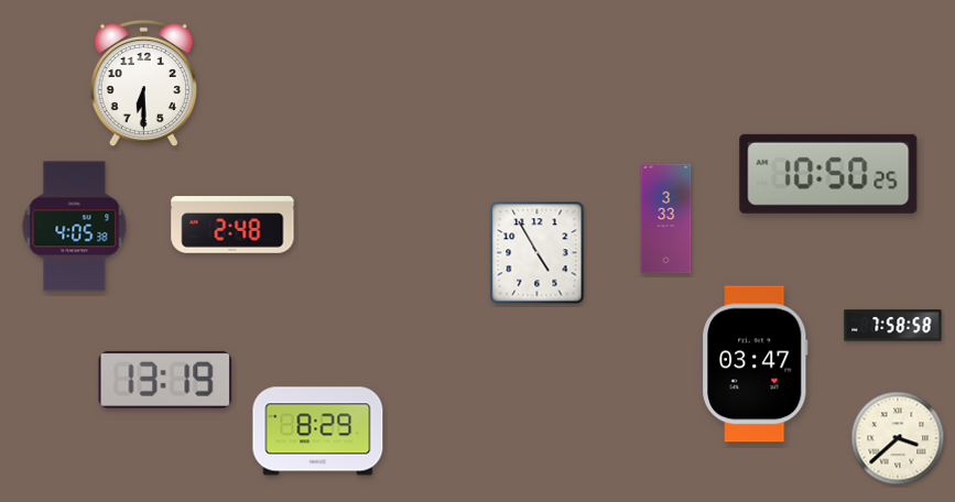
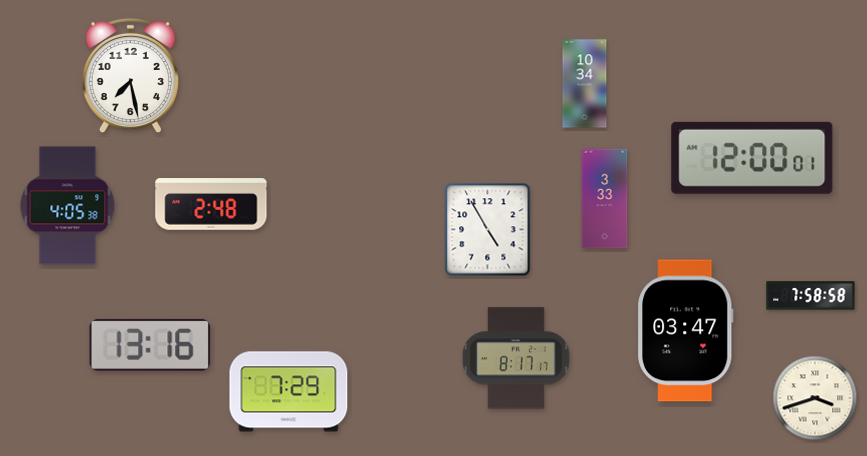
clock at (143, 84): 6:30 -> 7:28
clock at (585, 84): none -> 10:34
clock at (828, 174): 10:50 -> 12:00
clock at (165, 380): 13:19 -> 13:16
clock at (516, 358): none -> 8:17
clock at (318, 432): 8:29 -> 7:29
clock at (898, 438): 3:38 -> 3:42
